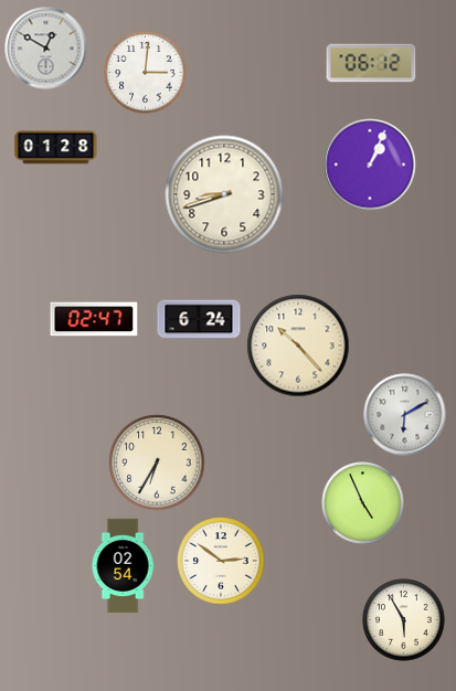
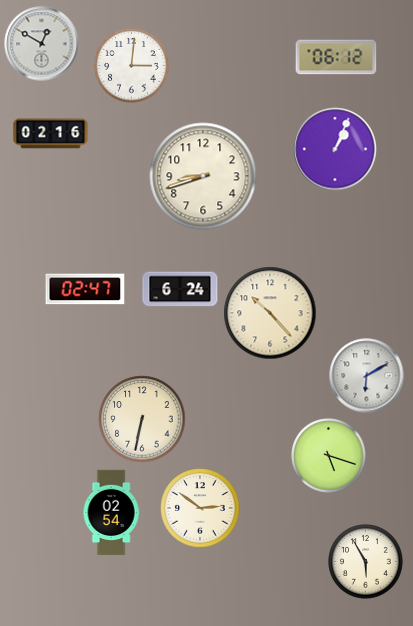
clock at (56, 148): 01:28 -> 02:16
clock at (157, 463): 6:35 -> 6:32
clock at (363, 503): 4:56 -> 5:18
